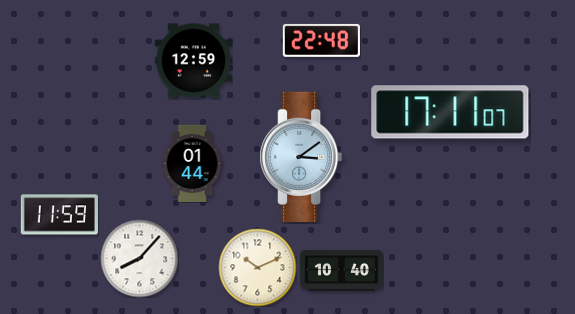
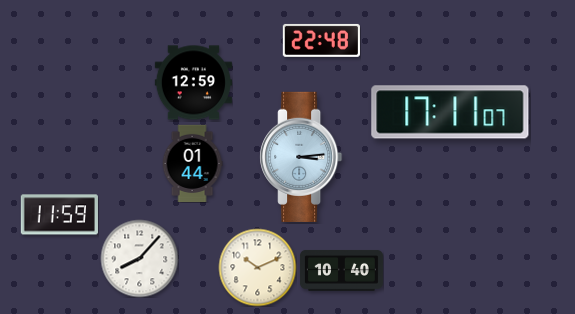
clock at (193, 61) position: (193, 61) -> (193, 83)
clock at (301, 157): 3:09 -> 3:14
